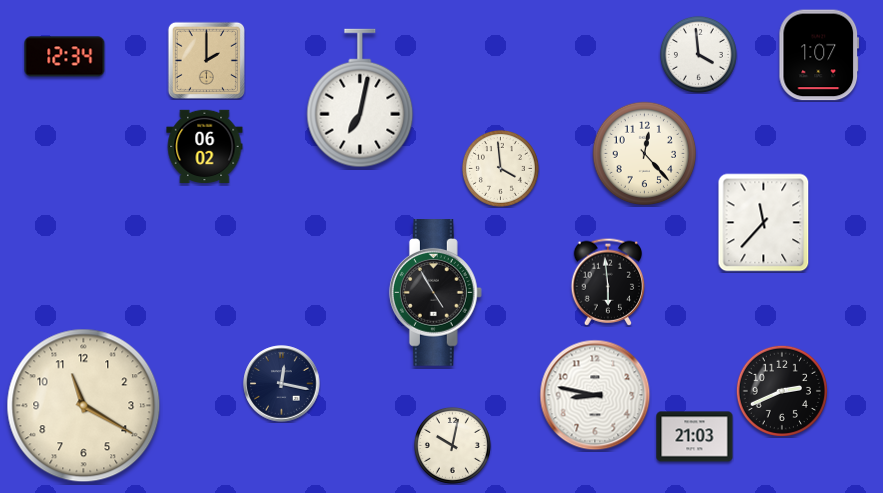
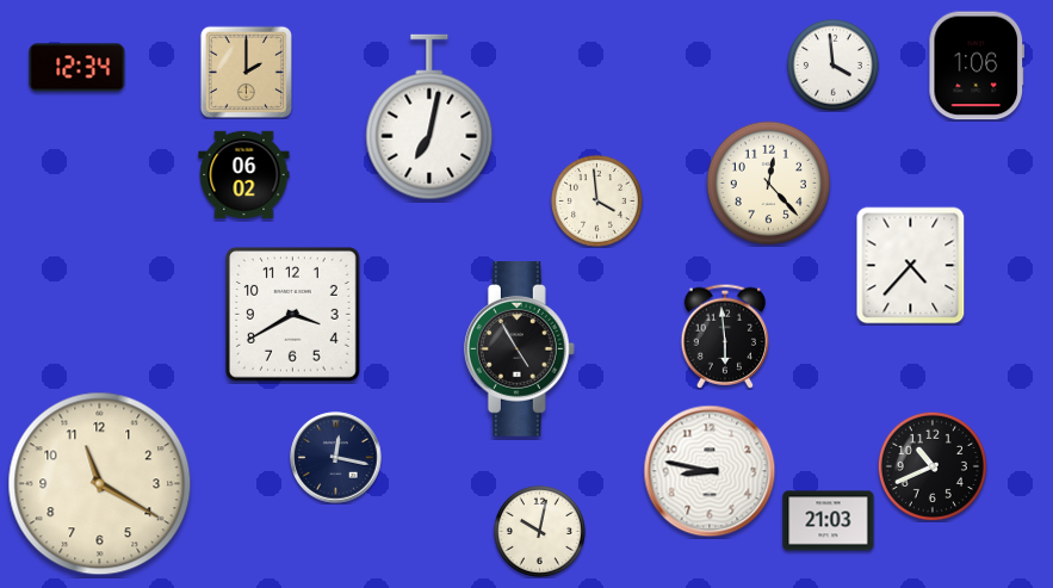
clock at (819, 55): 1:07 -> 1:06
clock at (764, 223): 11:37 -> 4:37
clock at (292, 314): none -> 3:40
clock at (782, 391): 2:41 -> 10:41
